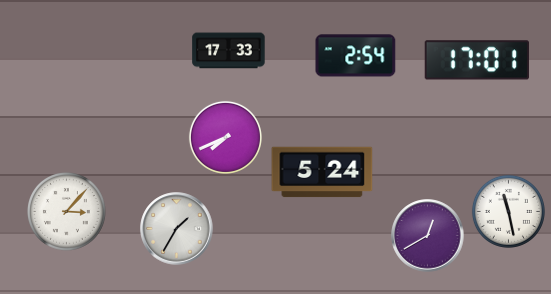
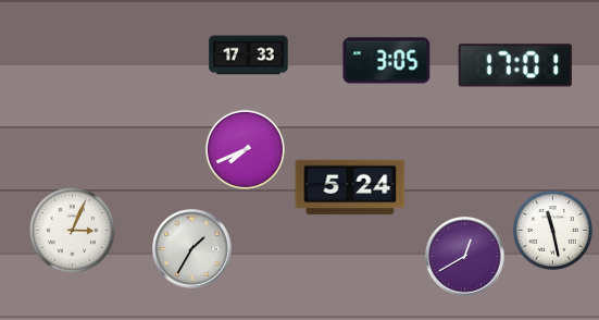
clock at (356, 56): 2:54 -> 3:05
clock at (477, 60) position: (477, 60) -> (515, 65)
clock at (67, 212): 3:07 -> 3:04
